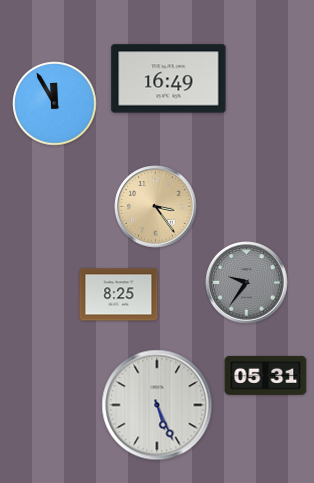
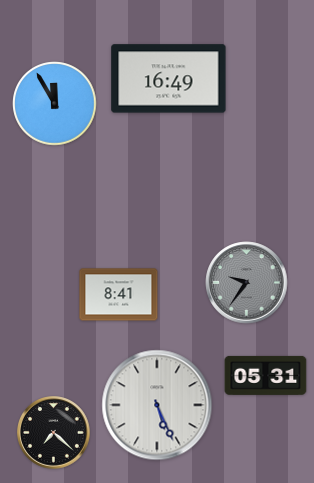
clock at (156, 207): 3:24 -> none
clock at (119, 295): 8:25 -> 8:41
clock at (54, 433): none -> 7:22
